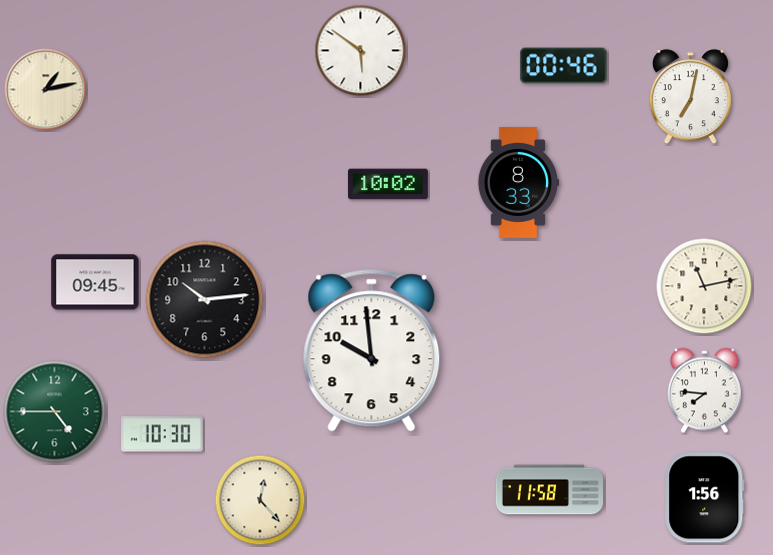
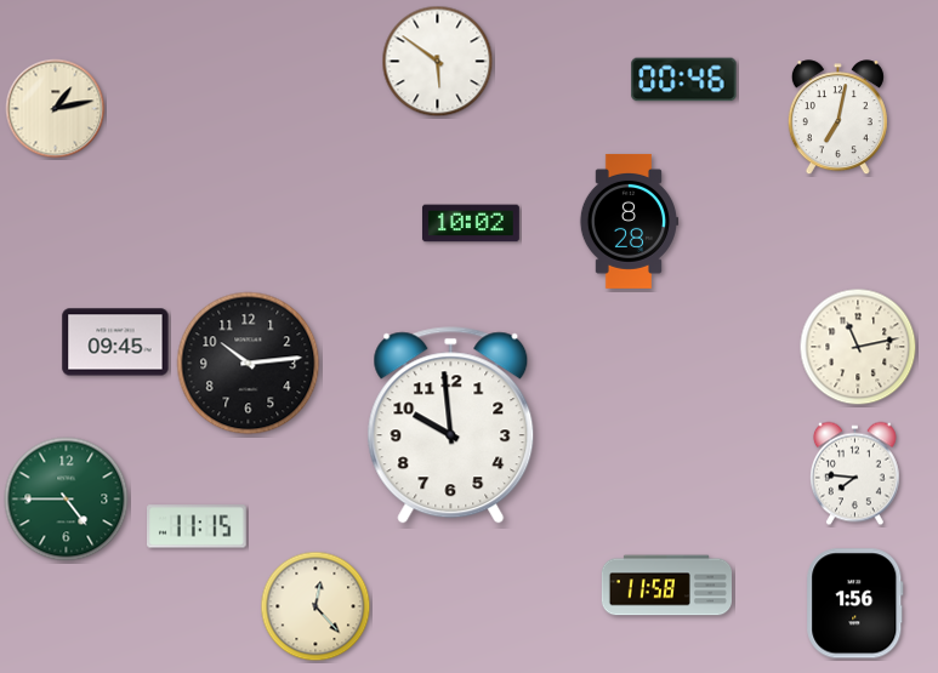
clock at (517, 182): 8:33 -> 8:28
clock at (704, 286) position: (704, 286) -> (858, 347)
clock at (163, 434): 10:30 -> 11:15
clock at (549, 490) position: (549, 490) -> (666, 586)
